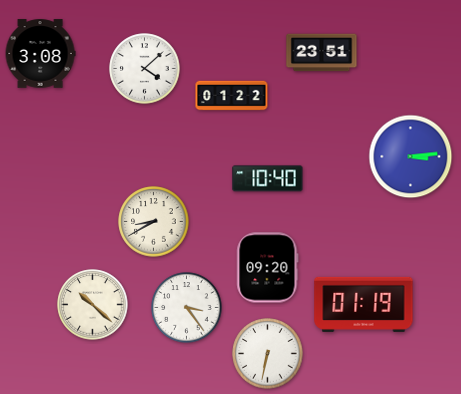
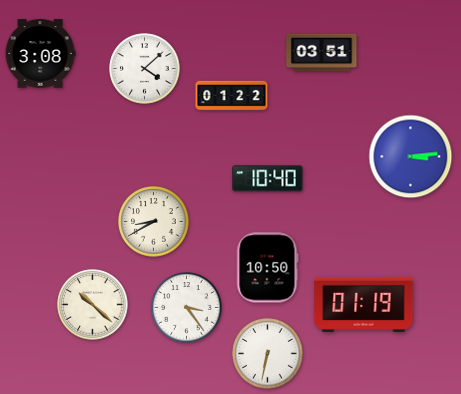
clock at (322, 53): 23:51 -> 03:51
clock at (268, 268): 09:20 -> 10:50
